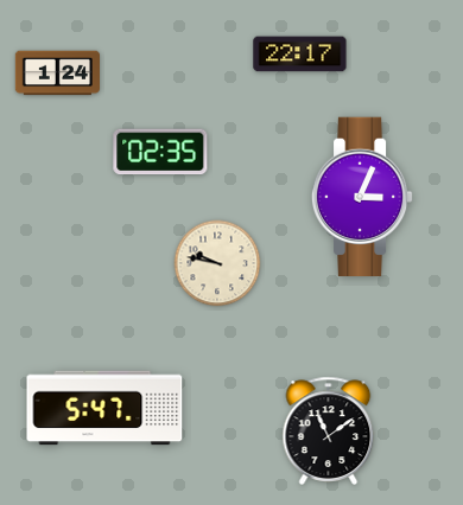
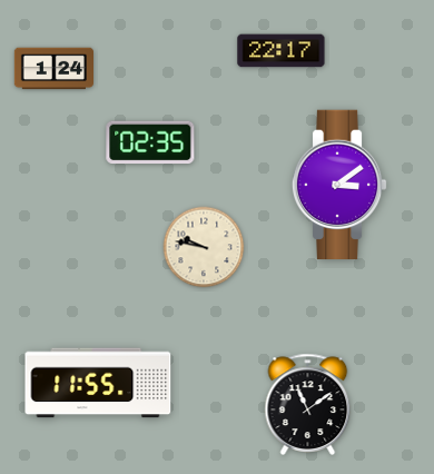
clock at (362, 197): 3:04 -> 3:09
clock at (104, 408): 5:47 -> 11:55
